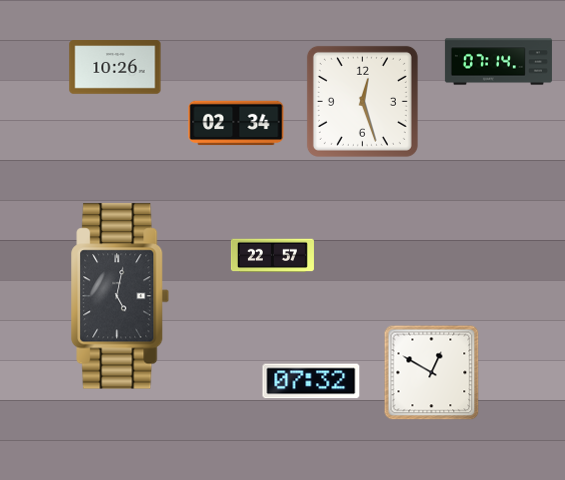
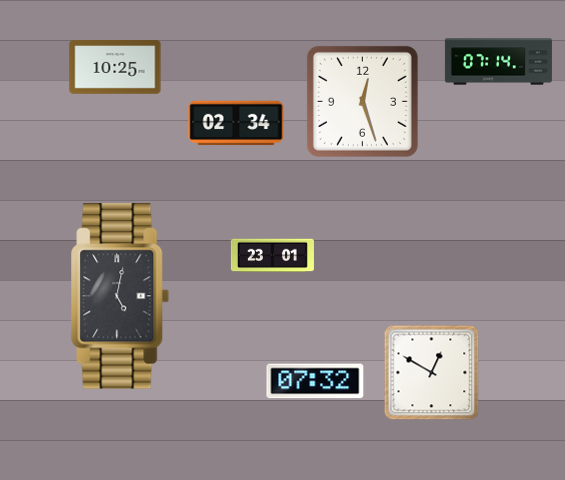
clock at (115, 68): 10:26 -> 10:25
clock at (272, 256): 22:57 -> 23:01
clock at (311, 381) position: (311, 381) -> (315, 381)
